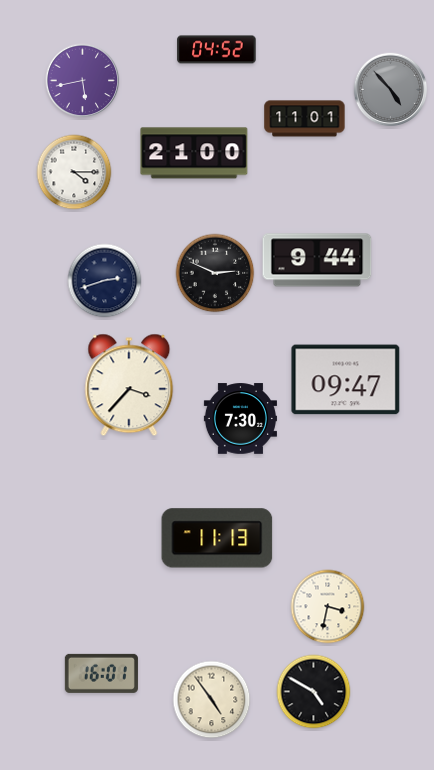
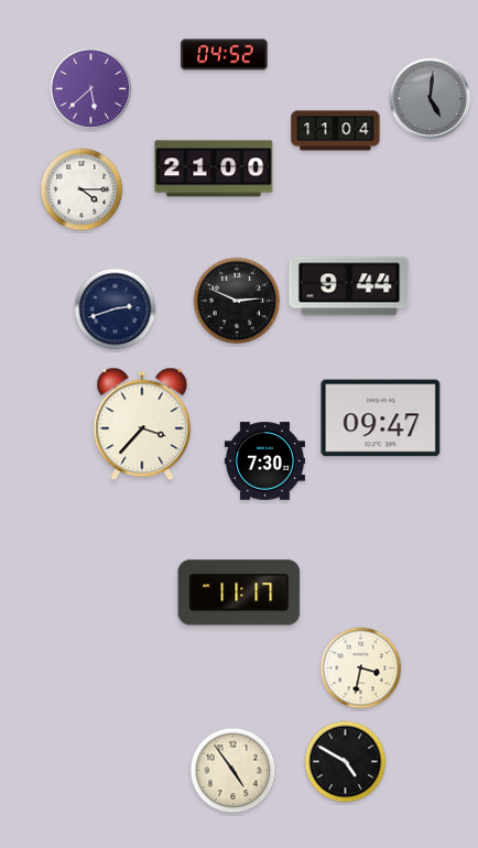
clock at (217, 50) position: (217, 50) -> (225, 55)
clock at (83, 81): 5:43 -> 5:38
clock at (391, 90): 4:53 -> 5:01
clock at (305, 119): 11:01 -> 11:04
clock at (217, 538): 11:13 -> 11:17
clock at (101, 673): 16:01 -> none
